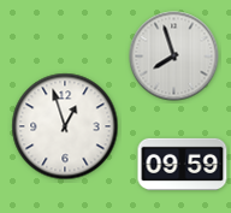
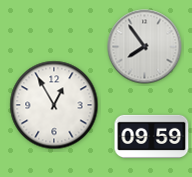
clock at (174, 57): 7:57 -> 7:54
clock at (65, 126): 12:57 -> 12:55
